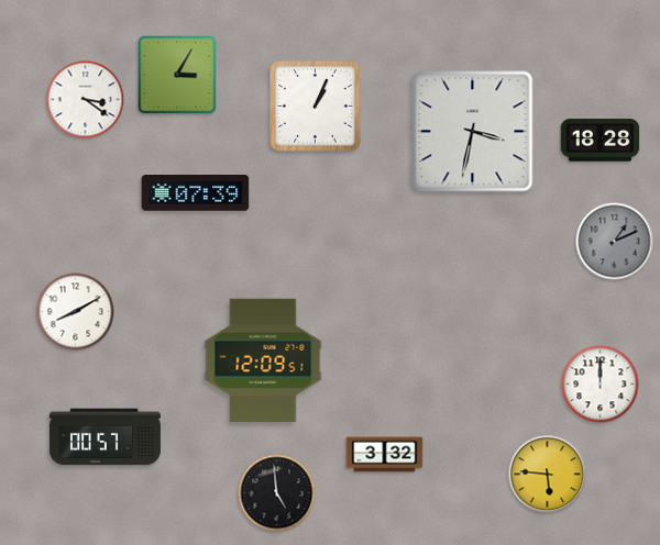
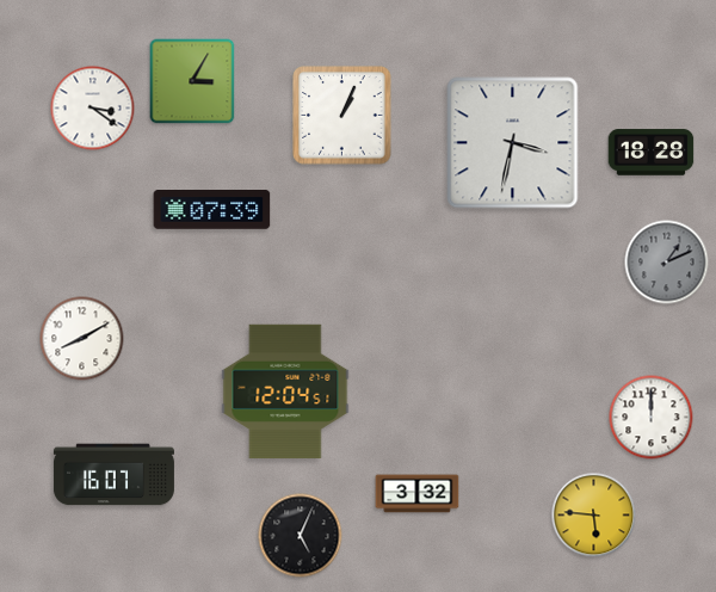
clock at (263, 360): 12:09 -> 12:04
clock at (105, 437): 00:57 -> 16:07
clock at (277, 493): 4:59 -> 5:04
